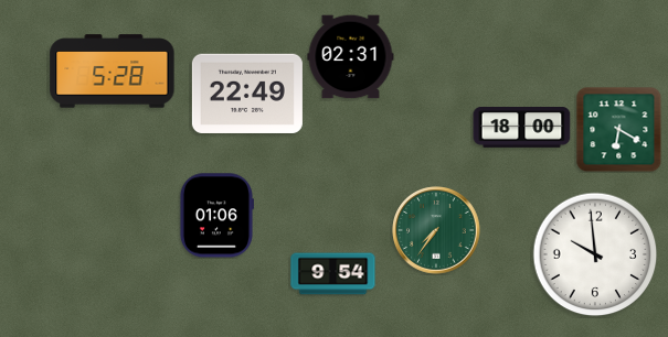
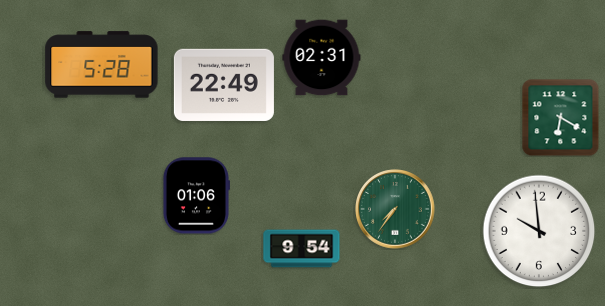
clock at (351, 57) position: (351, 57) -> (322, 58)
clock at (522, 128): 18:00 -> none
